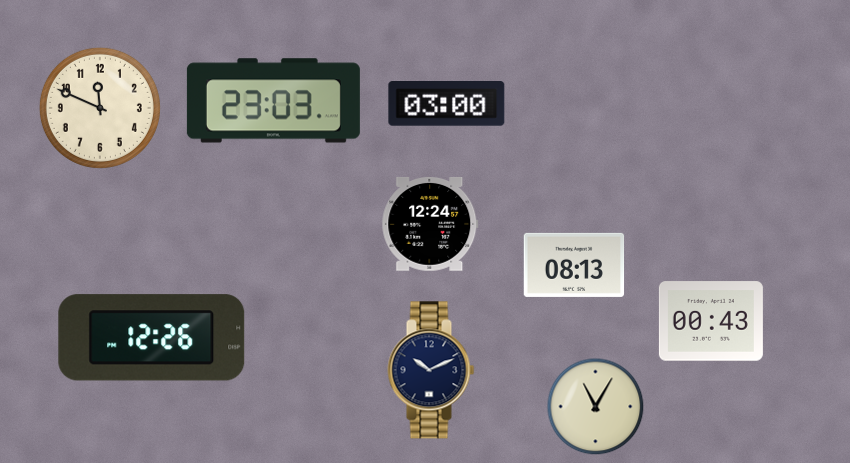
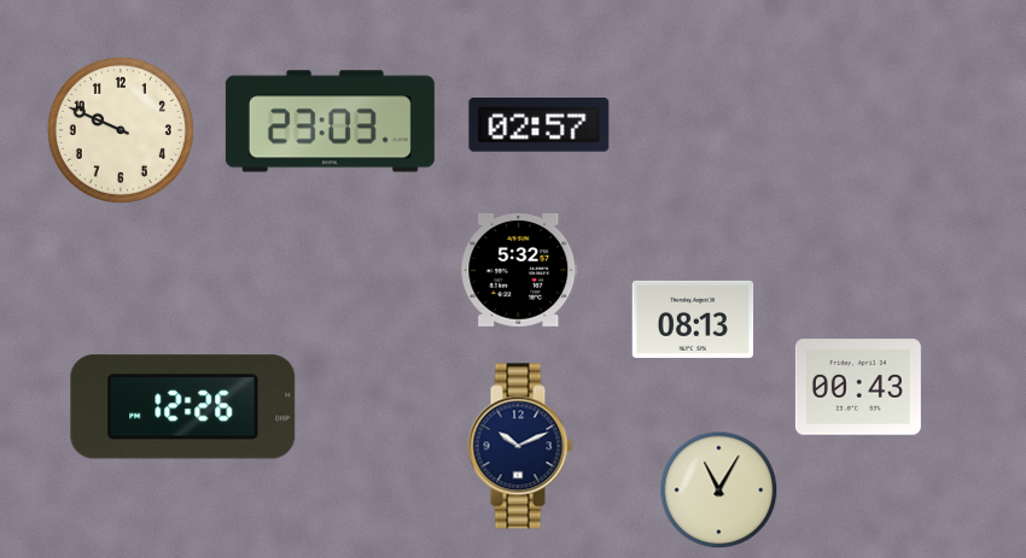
clock at (447, 104): 03:00 -> 02:57
clock at (100, 108): 11:49 -> 9:49
clock at (430, 224): 12:24 -> 5:32
